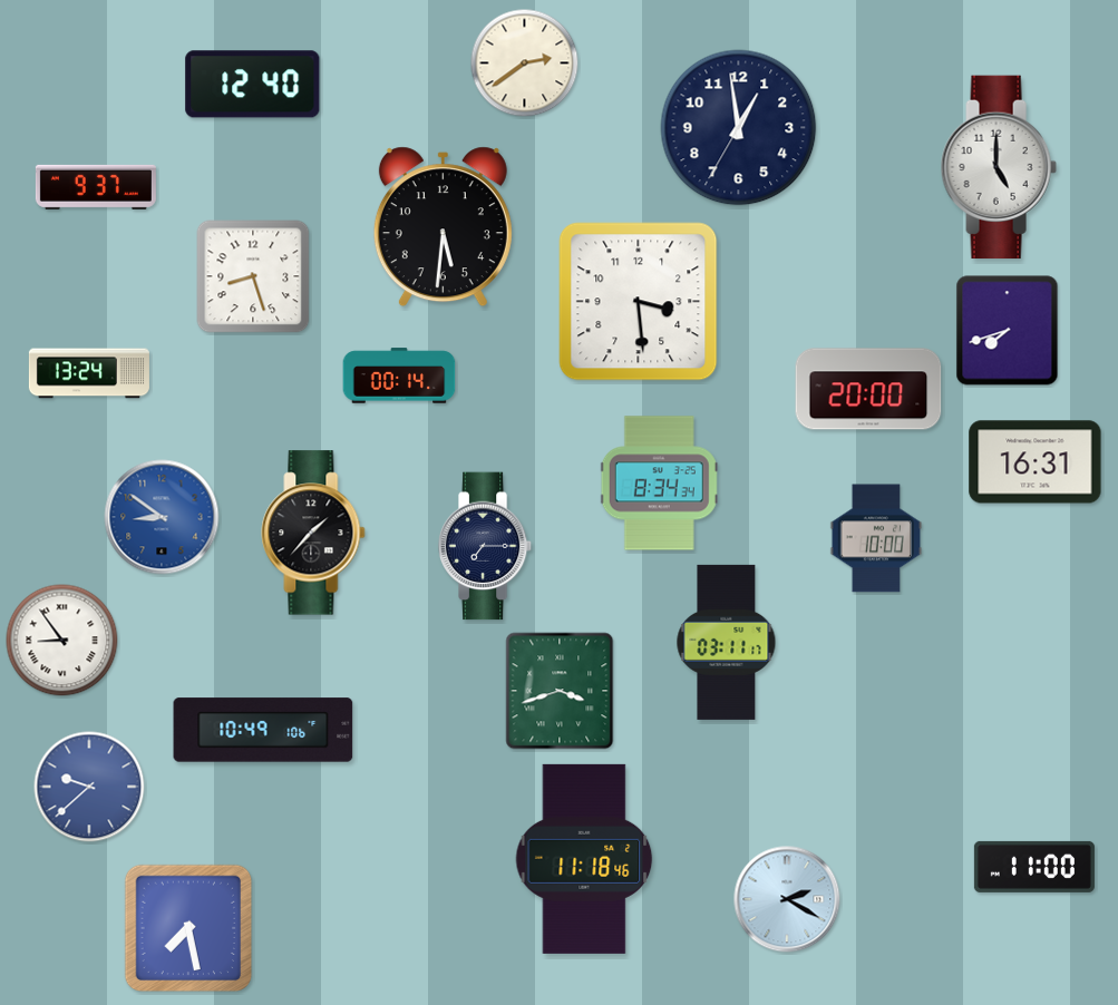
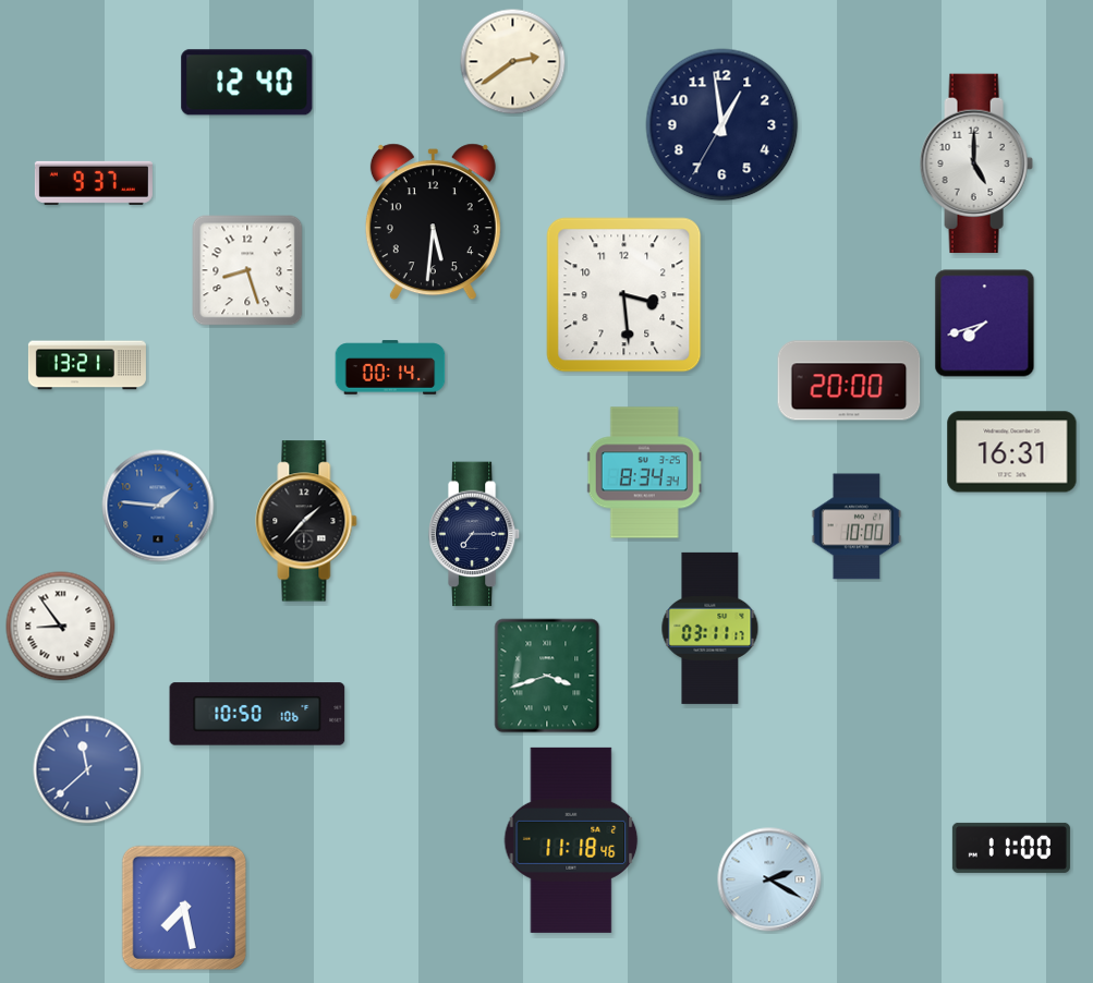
clock at (89, 373): 13:24 -> 13:21
clock at (162, 517): 8:51 -> 1:46
clock at (263, 730): 10:49 -> 10:50
clock at (89, 787): 9:38 -> 11:38
